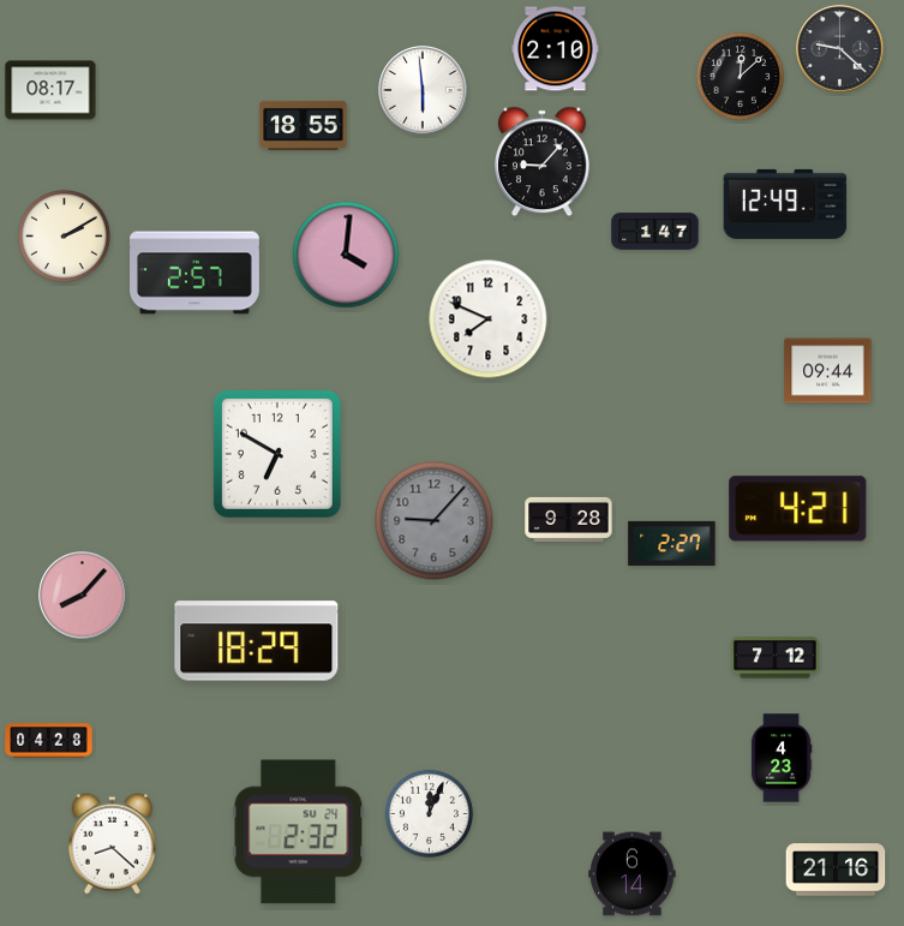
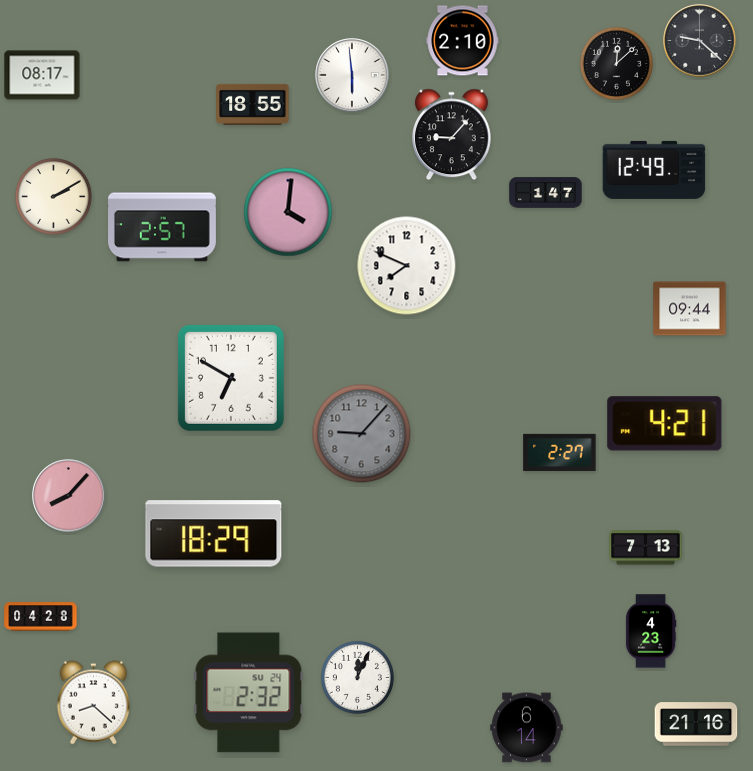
clock at (569, 519): 9:28 -> none
clock at (776, 658): 7:12 -> 7:13
